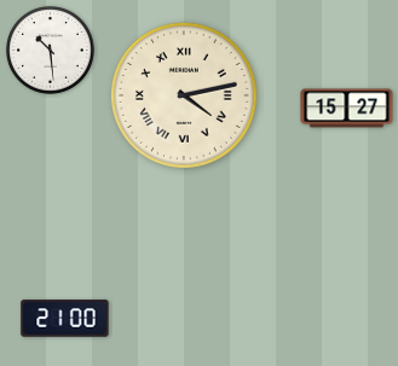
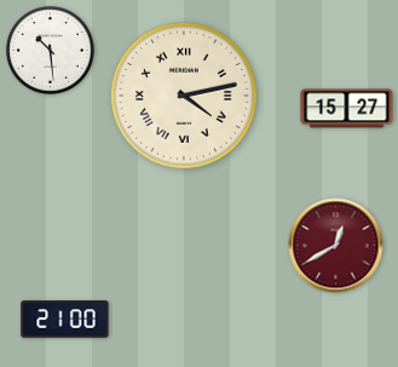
clock at (336, 246): none -> 12:40
